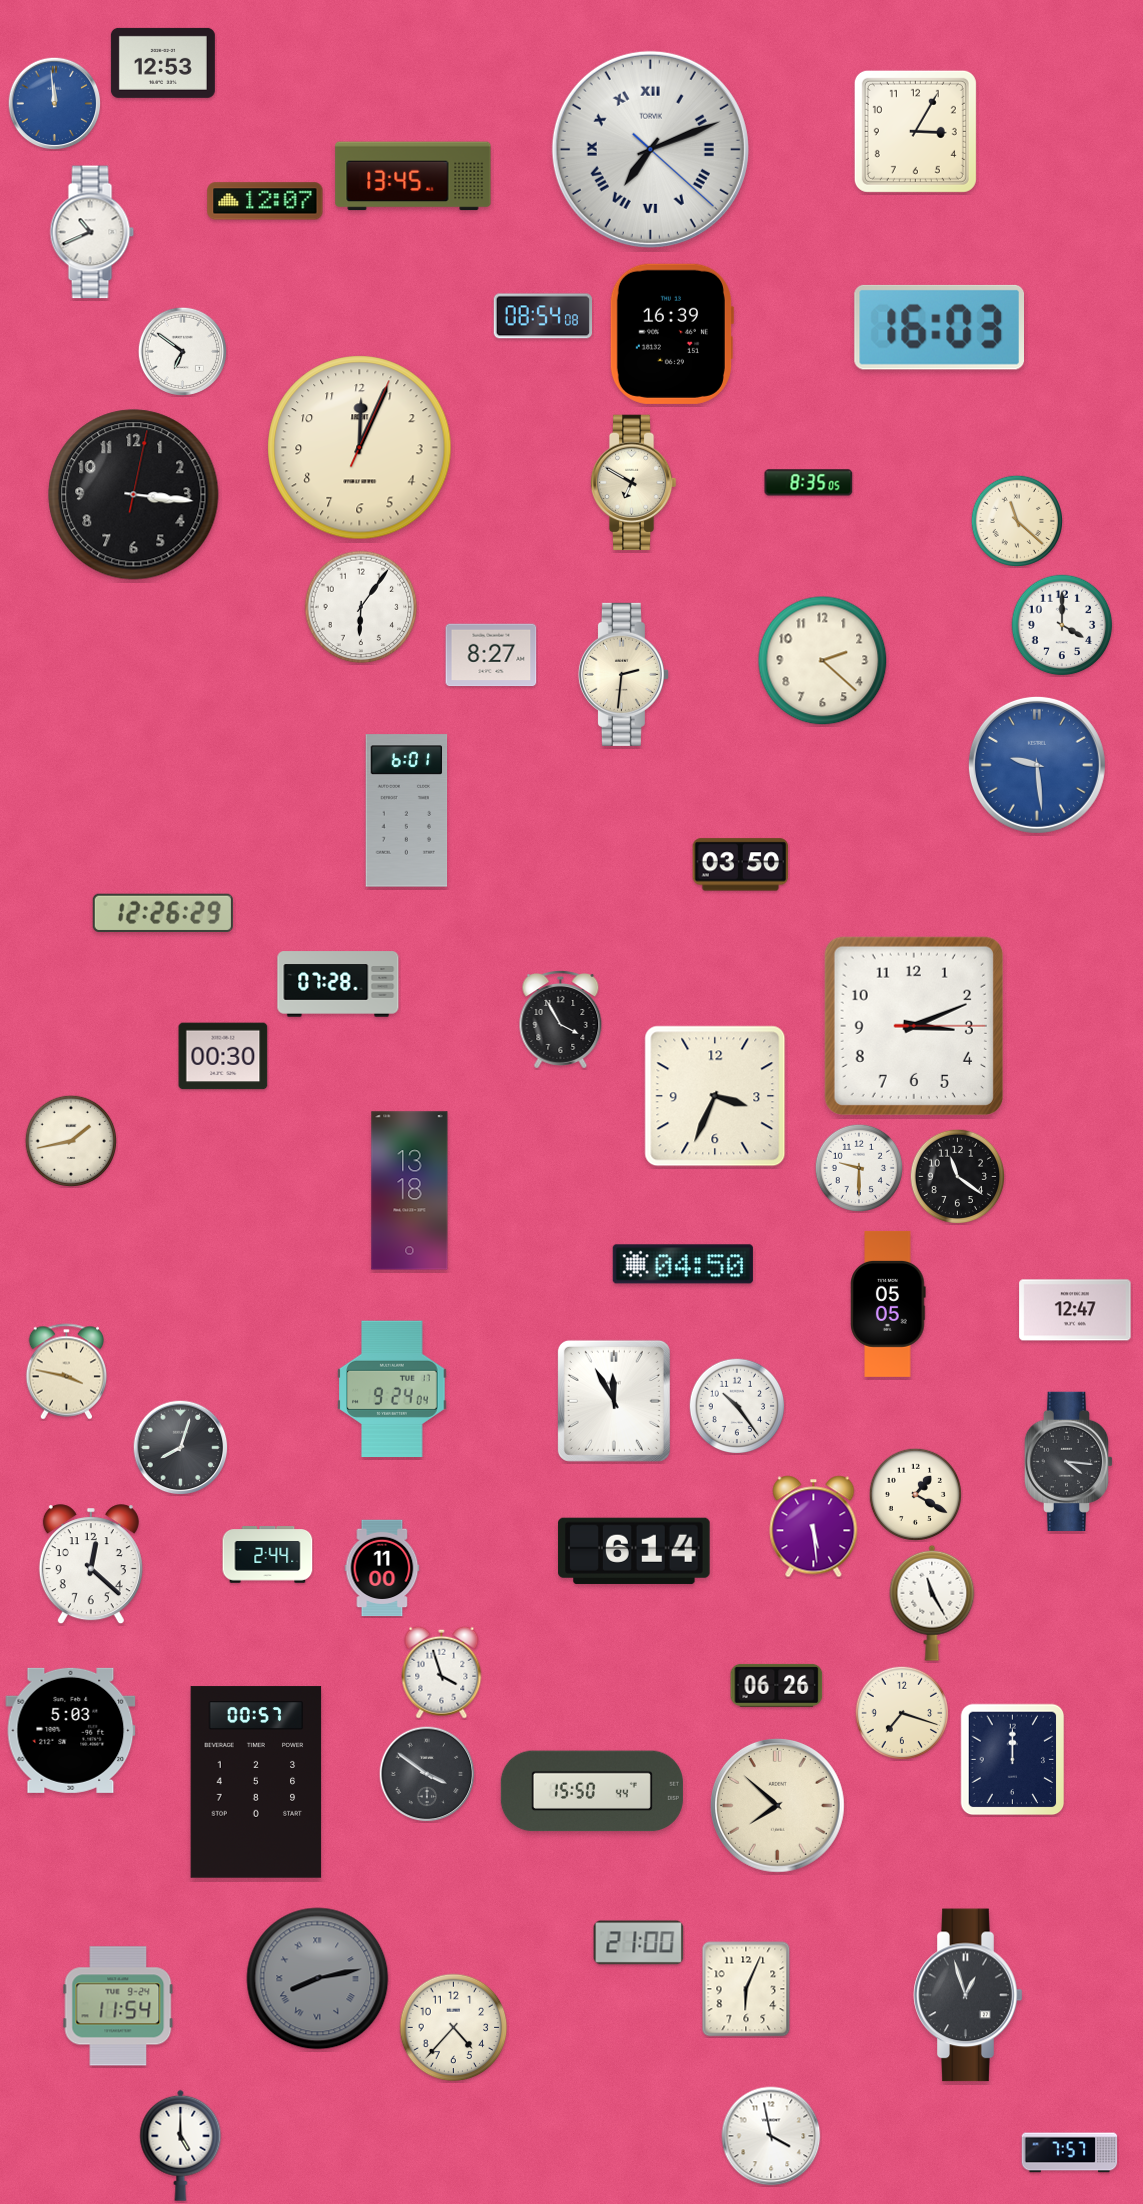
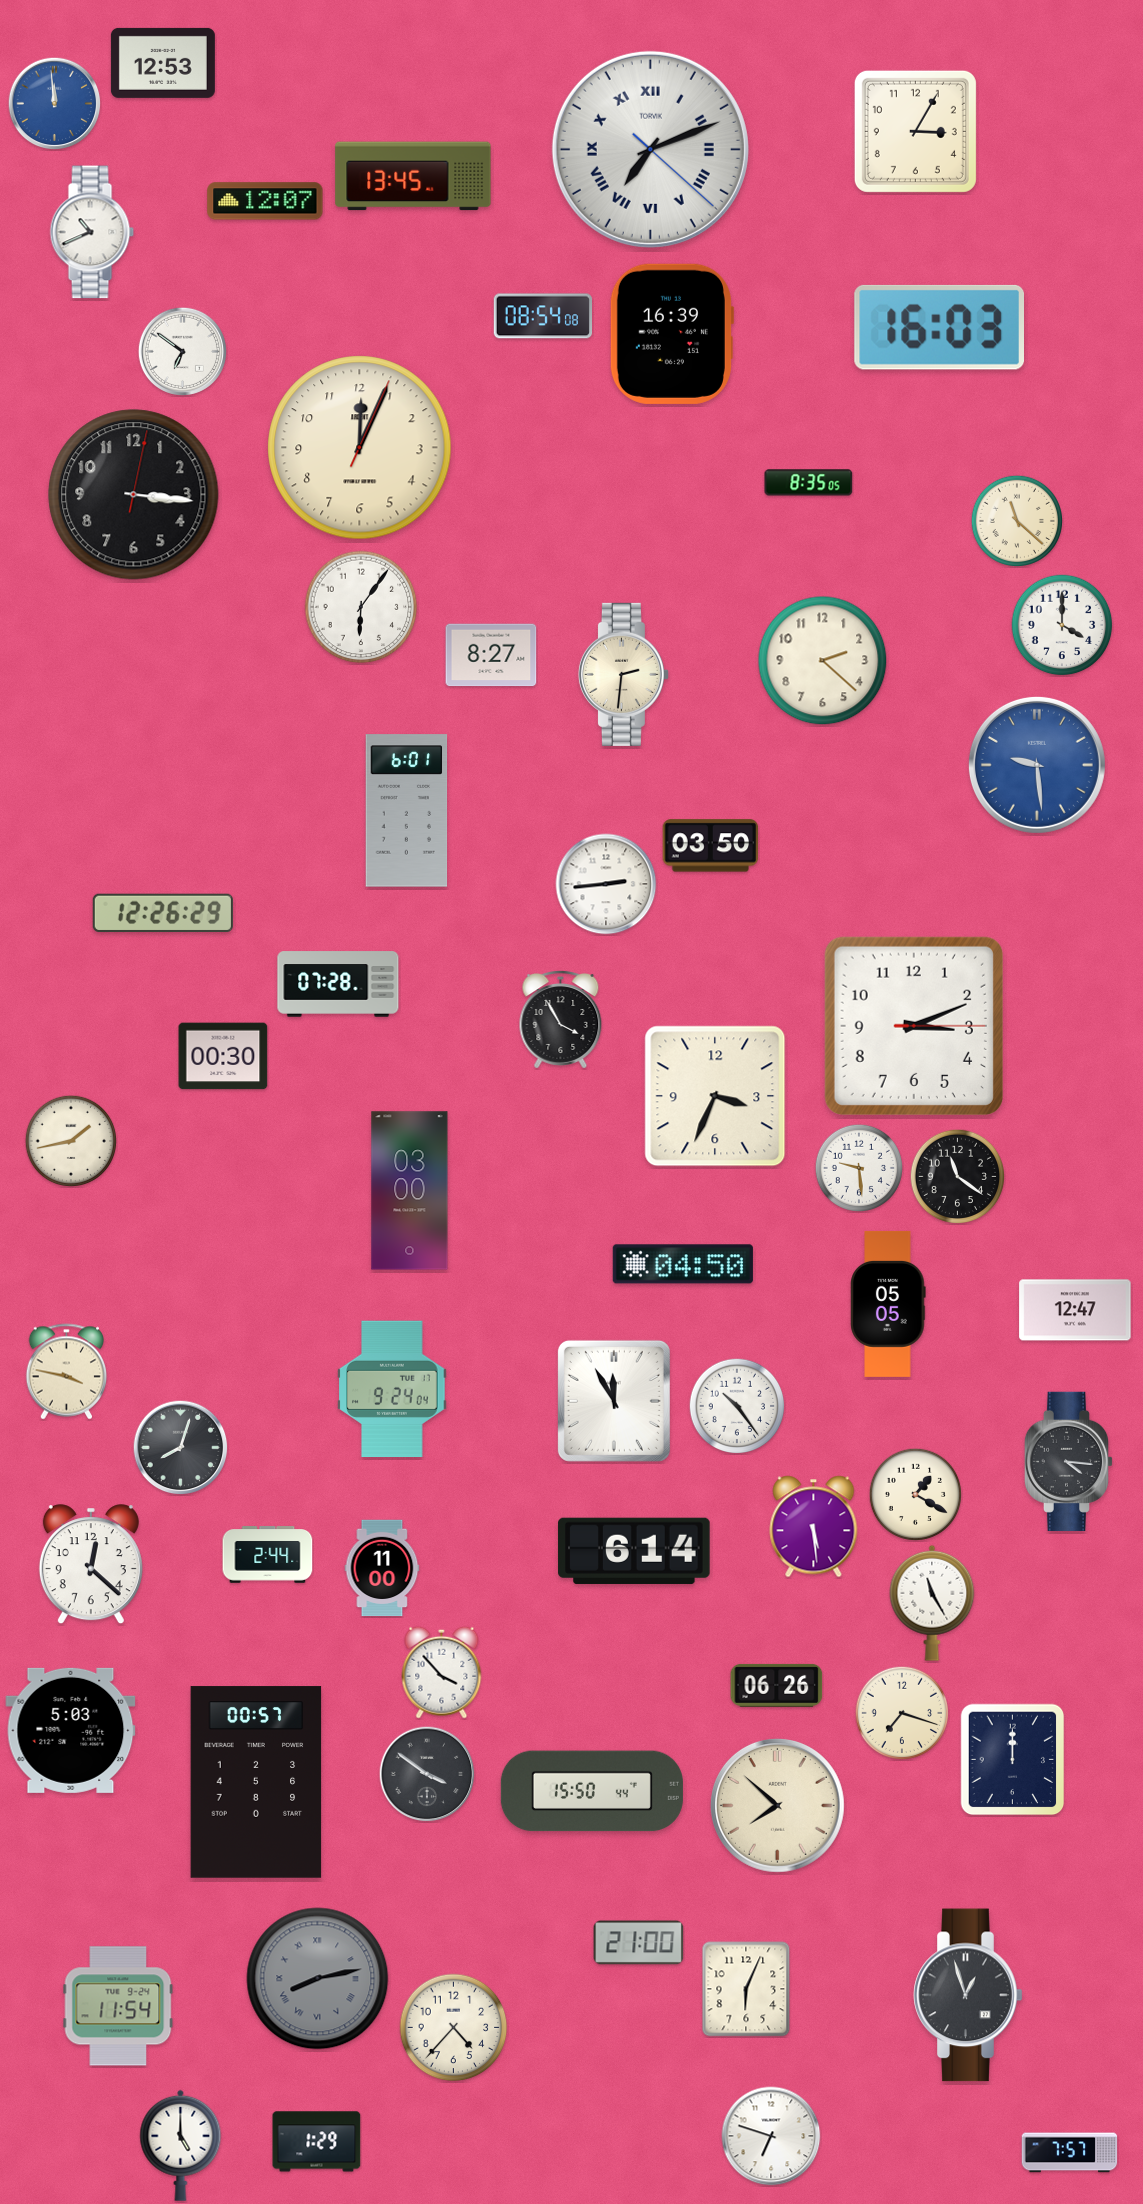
clock at (633, 483): 6:50 -> none
clock at (741, 865) position: (741, 865) -> (711, 846)
clock at (606, 884): none -> 2:44
clock at (858, 1167): 9:30 -> 9:29
clock at (410, 1191): 13:18 -> 03:00
clock at (442, 1672): 3:57 -> 3:53
clock at (771, 2136): 3:58 -> 6:48
clock at (317, 2142): none -> 1:29
